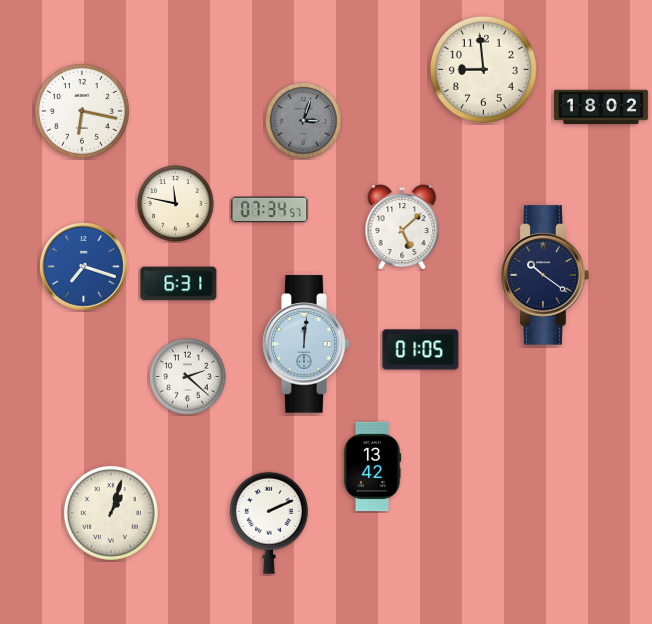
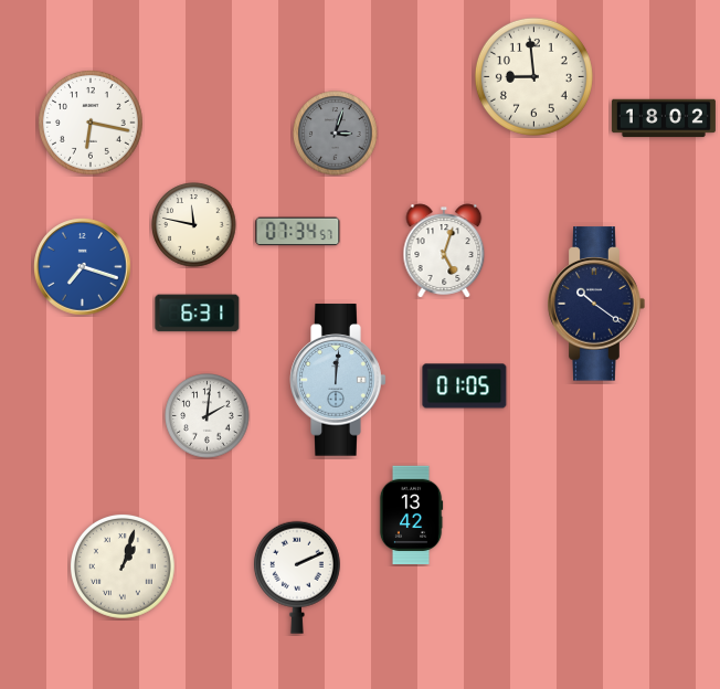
clock at (402, 227): 5:08 -> 5:03
clock at (84, 267) position: (84, 267) -> (83, 267)
clock at (545, 275) position: (545, 275) -> (596, 304)
clock at (188, 377): 2:22 -> 2:01
